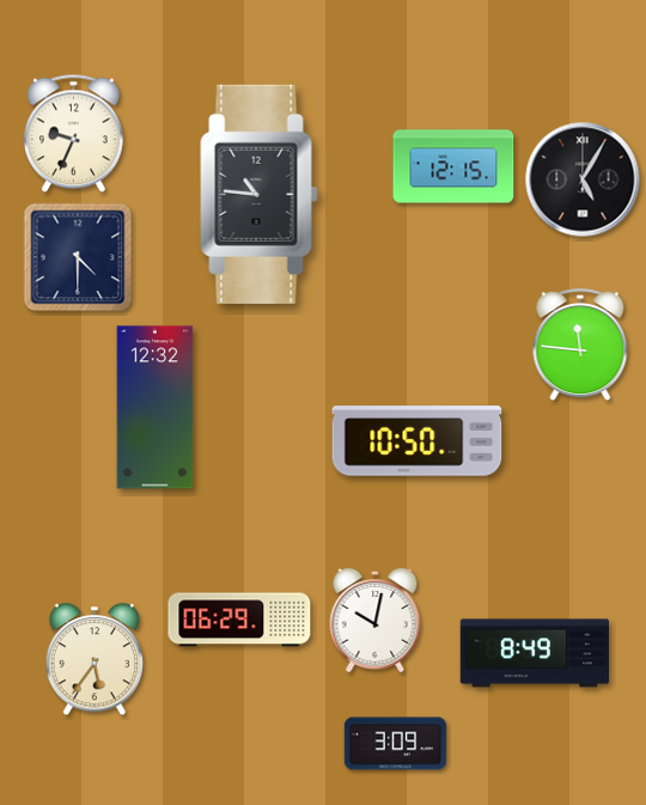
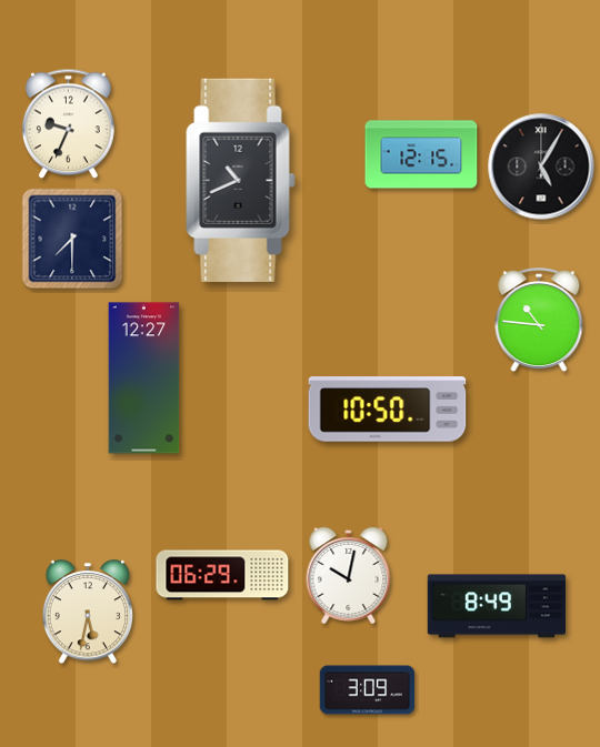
clock at (260, 194): 10:46 -> 10:41
clock at (78, 257): 4:30 -> 7:30
clock at (580, 346): 11:46 -> 10:46
clock at (156, 408): 12:32 -> 12:27
clock at (93, 660): 5:36 -> 5:32
